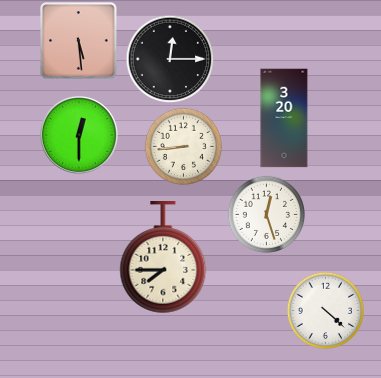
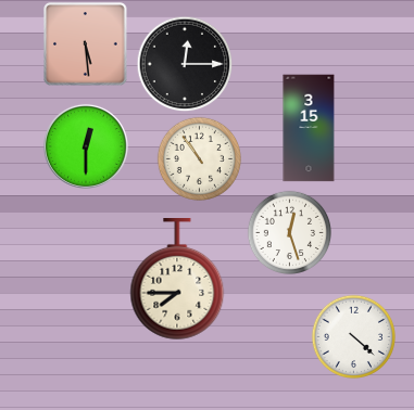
clock at (284, 118): 3:20 -> 3:15
clock at (183, 146): 8:44 -> 10:54
